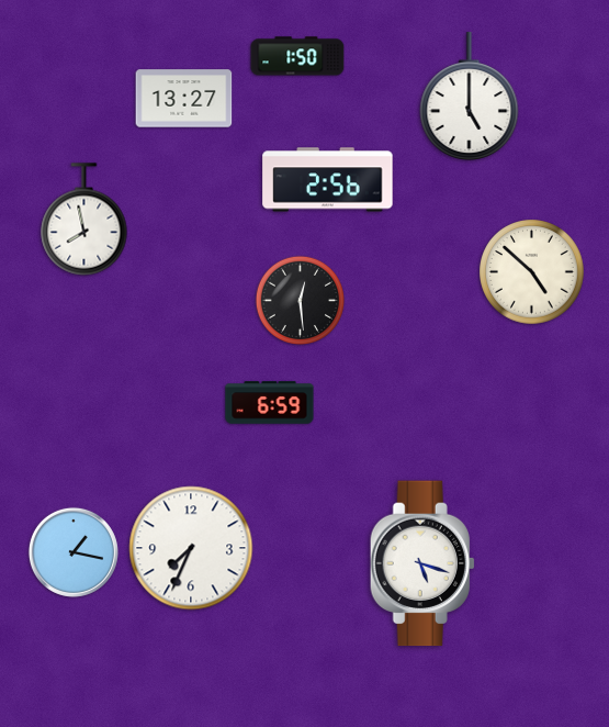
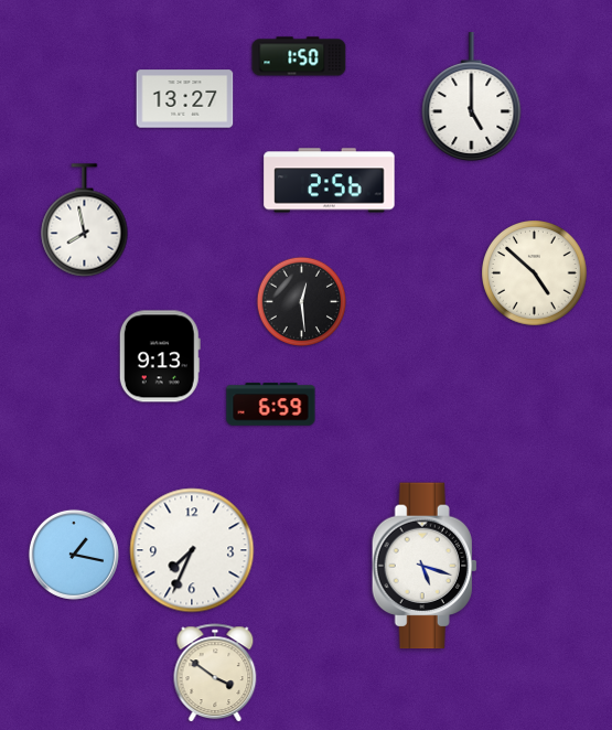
clock at (160, 356): none -> 9:13
clock at (215, 674): none -> 3:51
